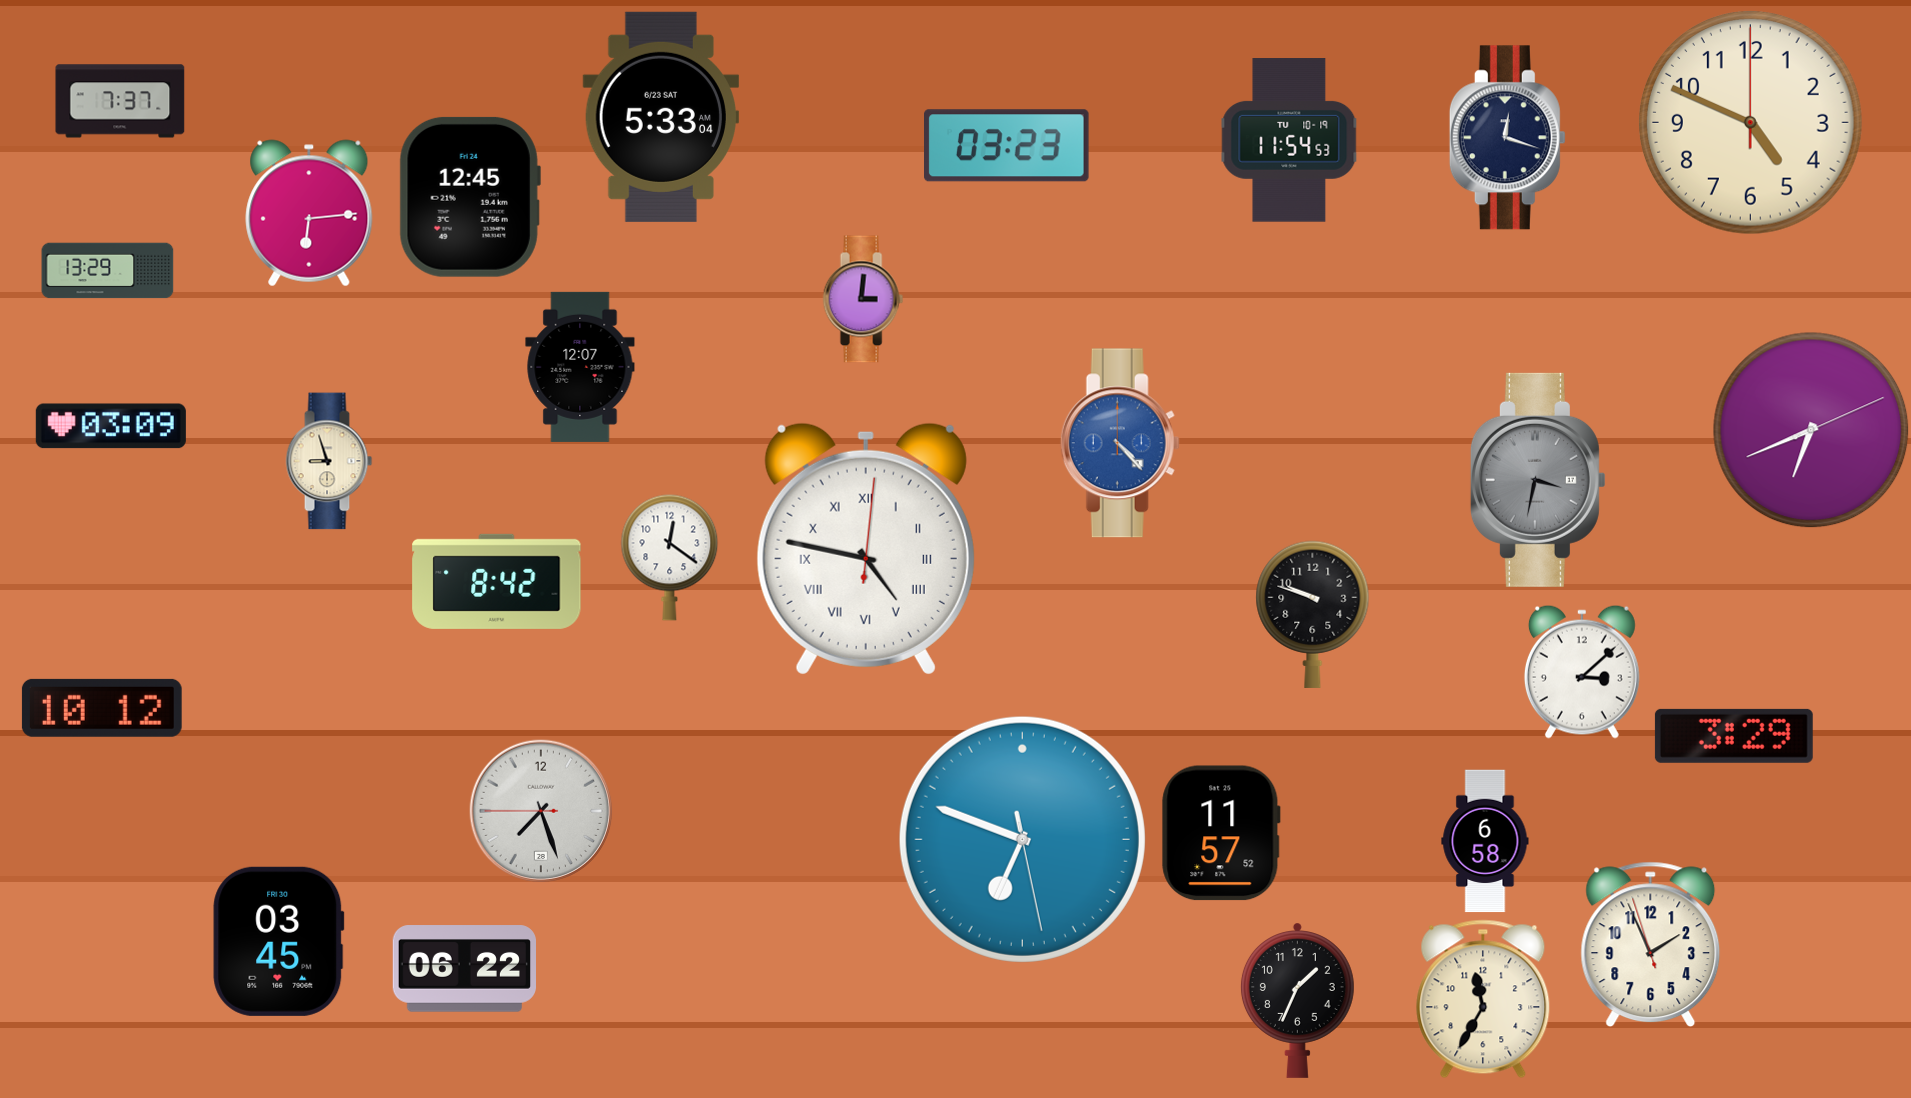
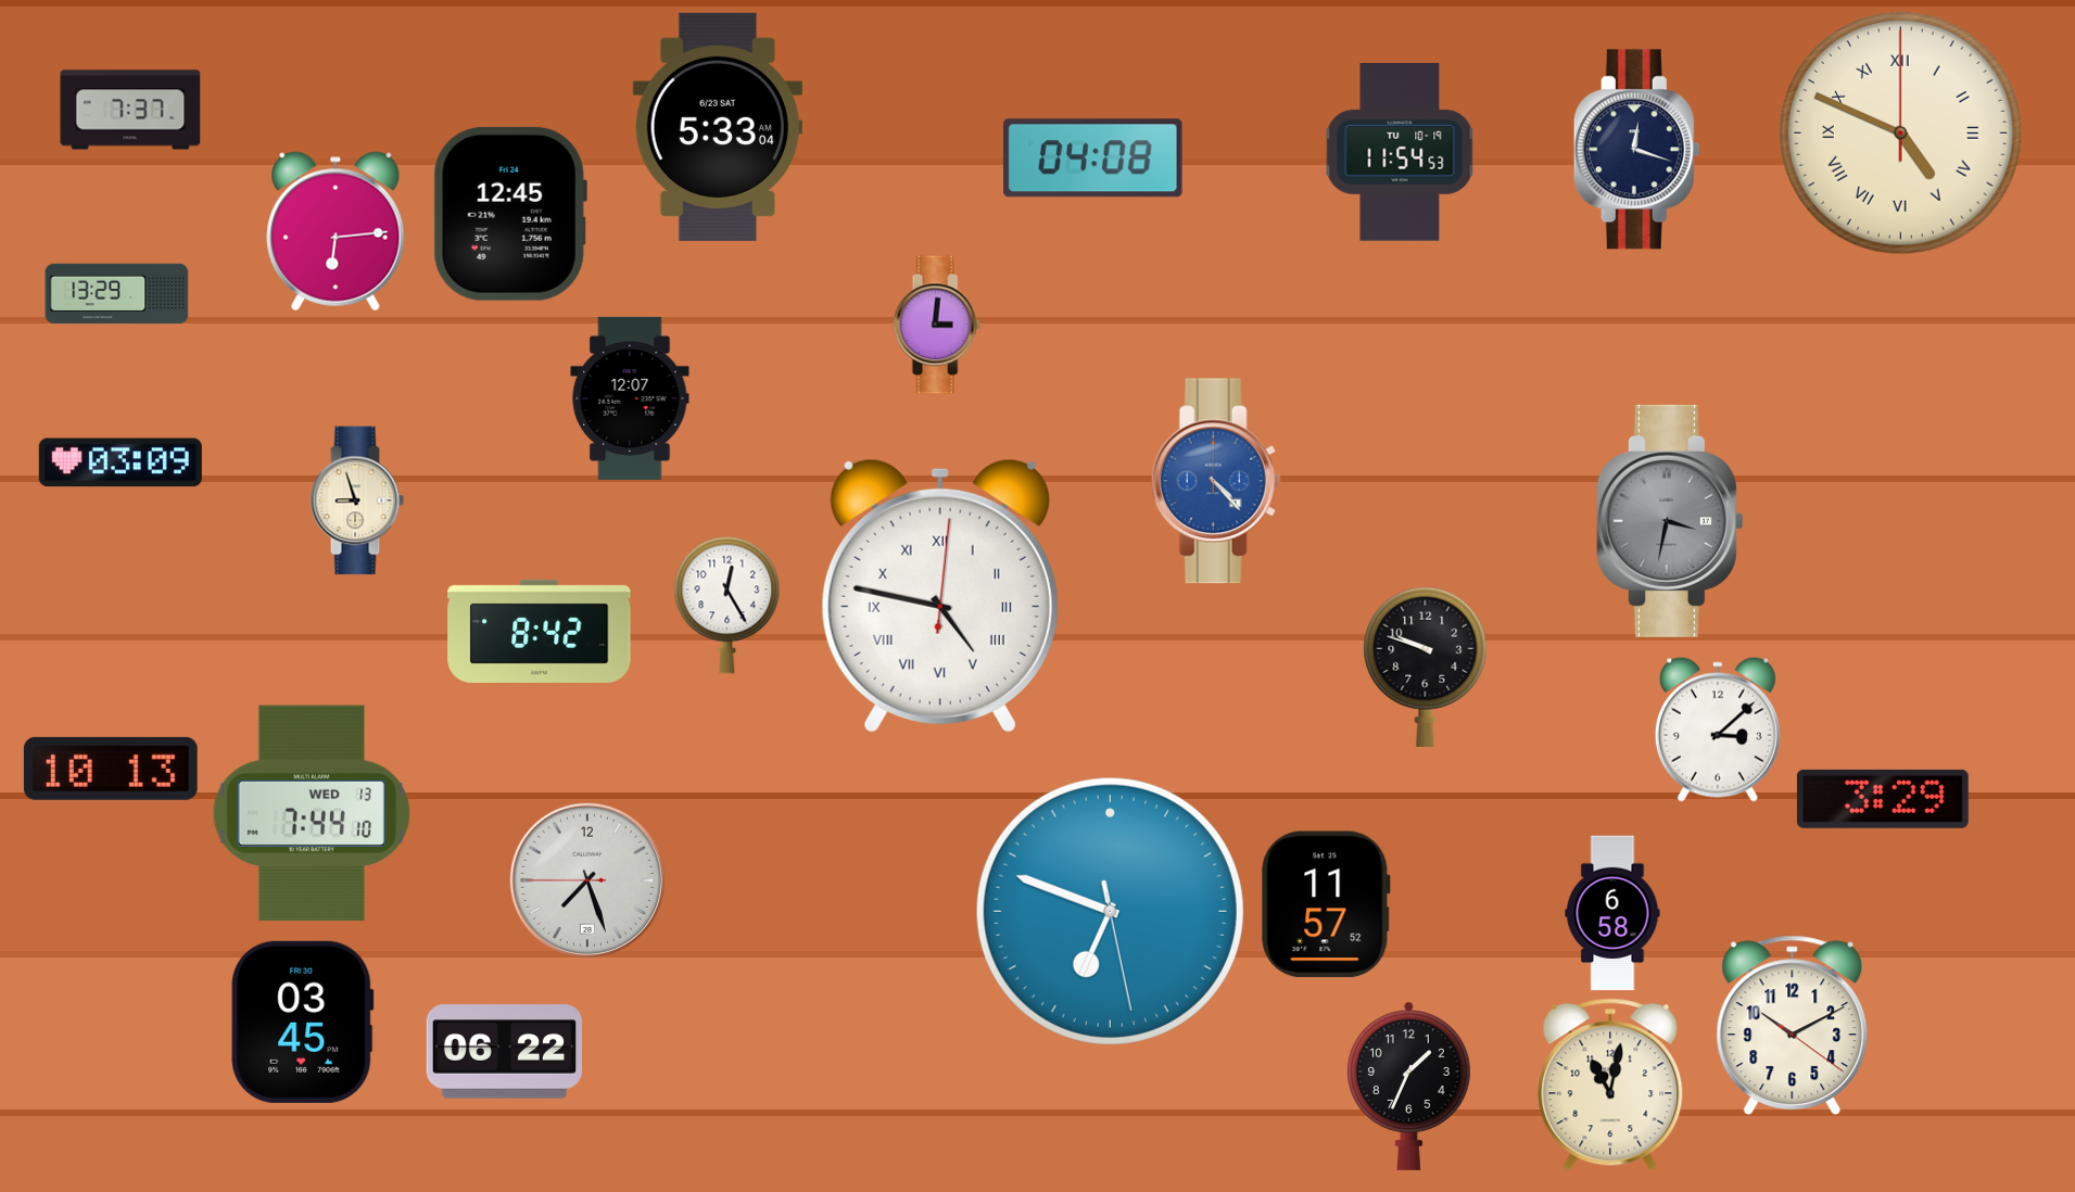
clock at (1751, 123) numerals: Arabic -> Roman
clock at (1007, 146): 03:23 -> 04:08
clock at (1811, 430): 6:41 -> none
clock at (670, 557): 12:21 -> 12:25
clock at (102, 708): 10:12 -> 10:13
clock at (312, 813): none -> 7:44
clock at (1651, 945): 1:55 -> 10:10
clock at (1483, 999): 11:35 -> 11:02
